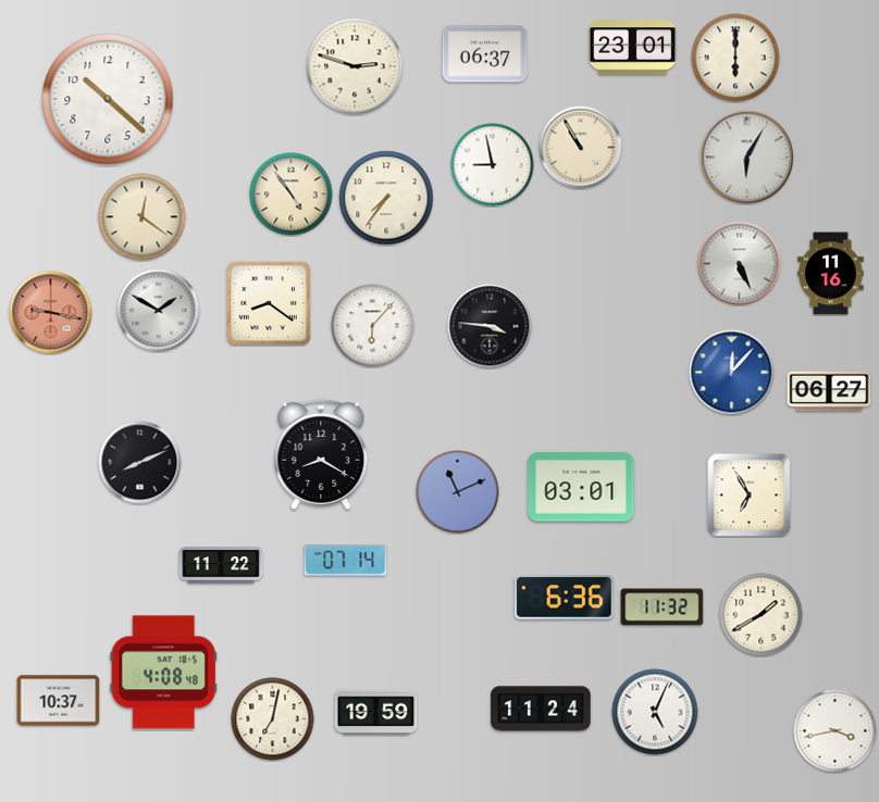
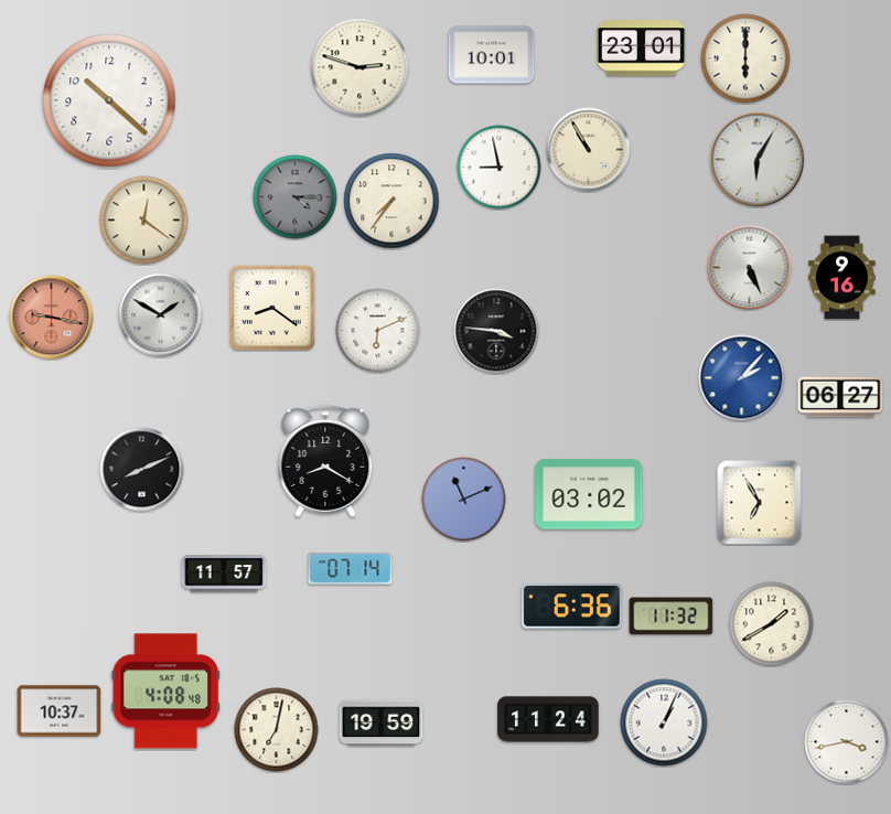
clock at (485, 54): 06:37 -> 10:01
clock at (292, 195): 4:54 -> 4:15
clock at (292, 195) dial: cream -> grey
clock at (831, 274): 11:16 -> 9:16
clock at (373, 326): 6:07 -> 6:11
clock at (732, 373): 12:07 -> 2:07
clock at (581, 487): 03:01 -> 03:02
clock at (221, 565): 11:22 -> 11:57
clock at (164, 673) position: (164, 673) -> (167, 692)
clock at (655, 712): 5:04 -> 1:04
